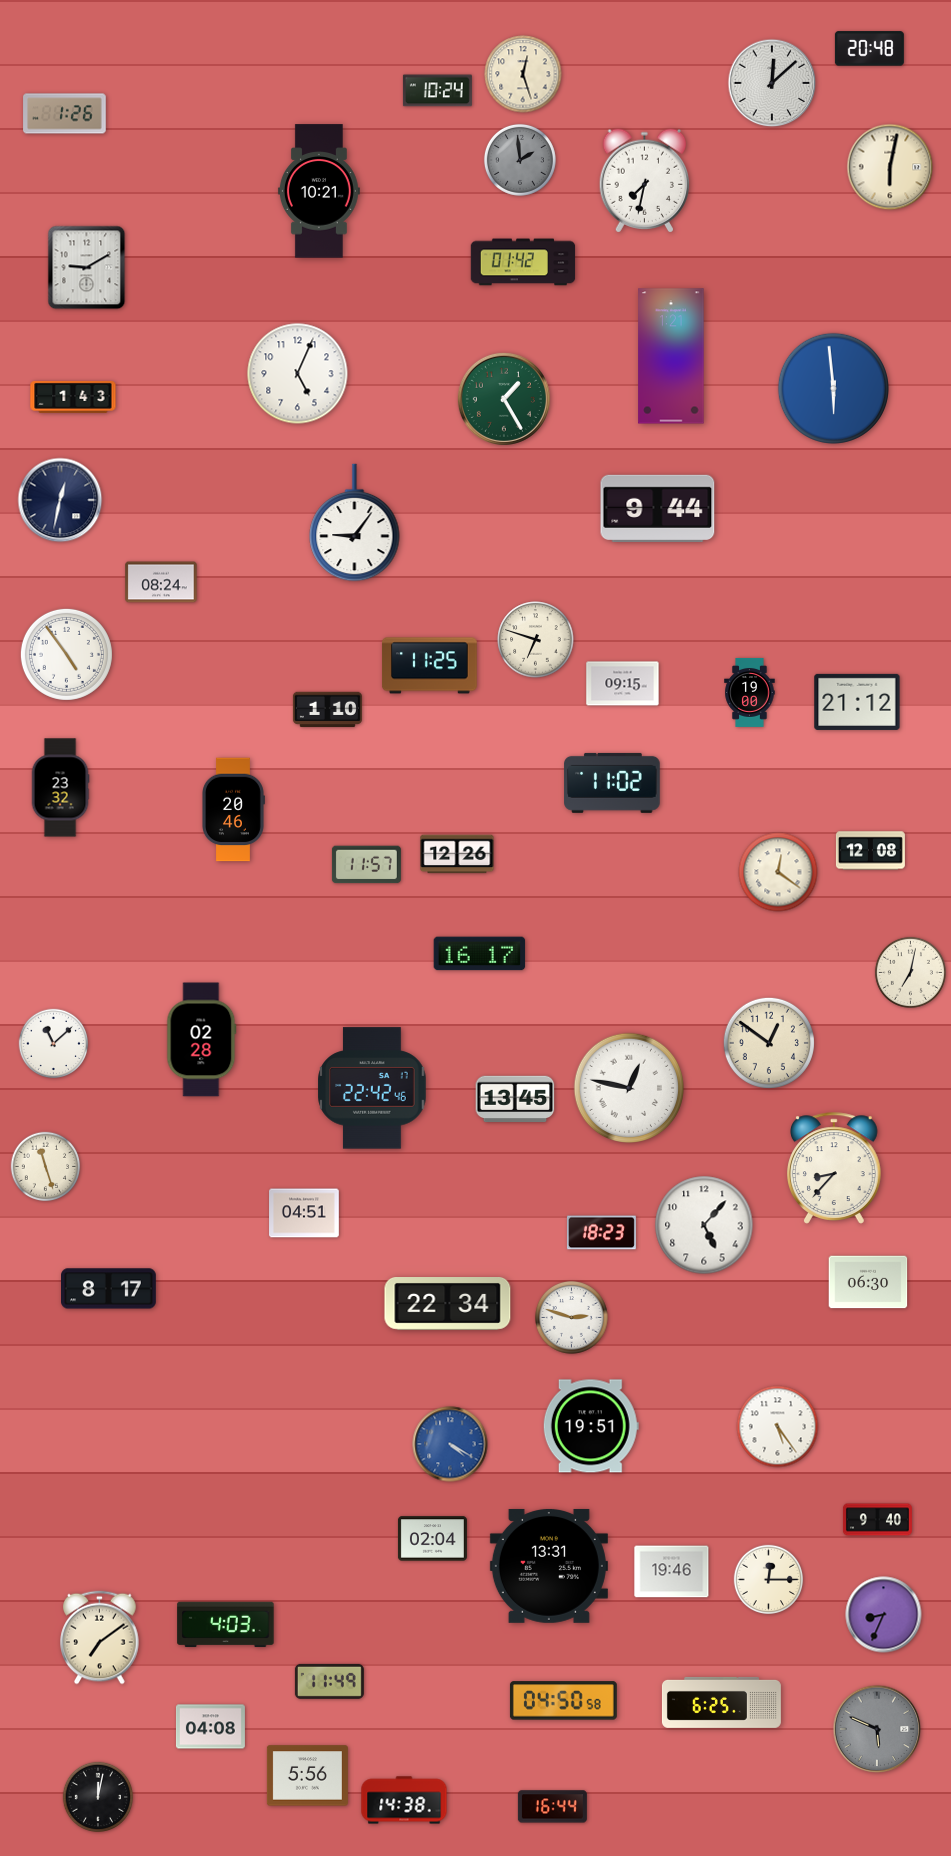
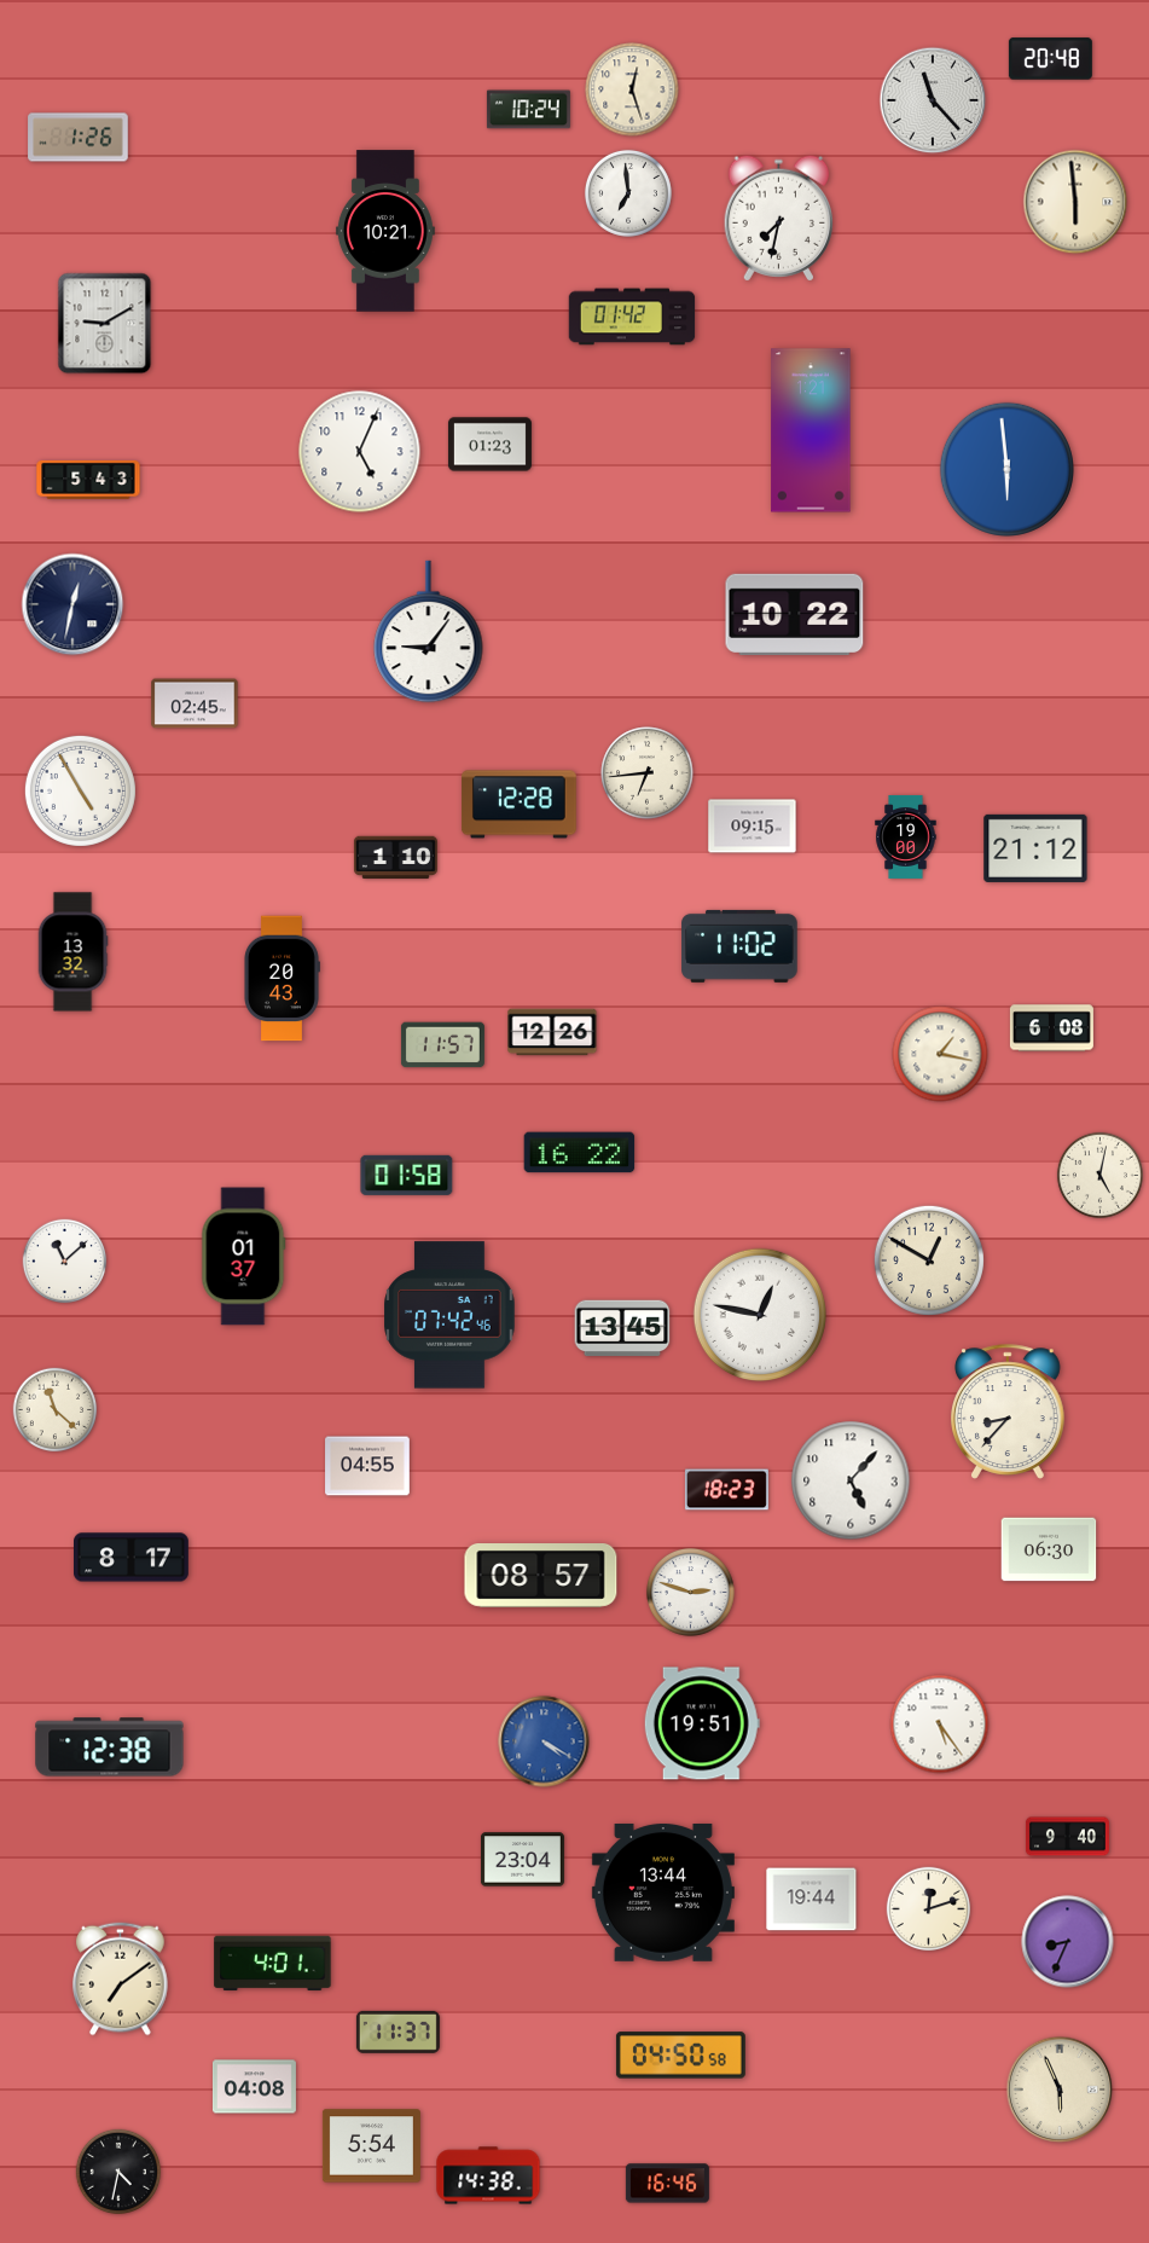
clock at (772, 83): 12:08 -> 11:23
clock at (520, 160): 1:59 -> 6:59
clock at (520, 160) dial: grey -> white
clock at (890, 167): 6:02 -> 5:59
clock at (489, 445): none -> 01:23
clock at (73, 397): 1:43 -> 5:43
clock at (504, 399): 1:25 -> none
clock at (658, 508): 9:44 -> 10:22
clock at (161, 582): 08:24 -> 02:45
clock at (536, 640): 6:48 -> 6:44
clock at (66, 654): 4:54 -> 4:55
clock at (430, 666): 11:25 -> 12:28
clock at (60, 788): 23:32 -> 13:32
clock at (234, 810): 20:46 -> 20:43
clock at (870, 851): 12:08 -> 6:08
clock at (778, 872): 12:21 -> 1:17
clock at (480, 954): 16:17 -> 16:22
clock at (407, 1175): none -> 01:58
clock at (910, 972): 7:02 -> 5:02
clock at (202, 1040): 02:28 -> 01:37
clock at (769, 1043): 12:51 -> 12:50
clock at (372, 1088): 22:42 -> 07:42
clock at (46, 1167): 11:27 -> 11:22
clock at (304, 1213): 04:51 -> 04:55
clock at (448, 1304): 22:34 -> 08:57
clock at (591, 1426) position: (591, 1426) -> (702, 1723)
clock at (450, 1444) position: (450, 1444) -> (544, 1741)
clock at (110, 1748): none -> 12:38
clock at (877, 1520) position: (877, 1520) -> (1067, 1837)
clock at (432, 1539): 02:04 -> 23:04
clock at (549, 1566): 13:31 -> 13:44
clock at (672, 1572): 19:46 -> 19:44
clock at (769, 1580): 12:15 -> 12:12
clock at (884, 1615) position: (884, 1615) -> (1068, 1942)
clock at (226, 1625): 4:03 -> 4:01
clock at (329, 1681): 11:49 -> 11:37
clock at (721, 1702): 6:25 -> none
clock at (877, 1729): 5:49 -> 5:56
clock at (877, 1729) dial: grey -> cream
clock at (307, 1776): 5:56 -> 5:54
clock at (97, 1796): 12:02 -> 4:32
clock at (552, 1807): 16:44 -> 16:46
